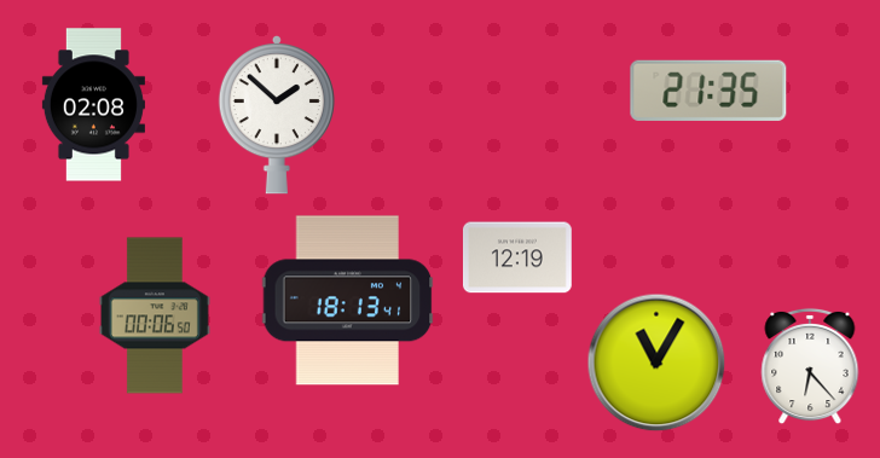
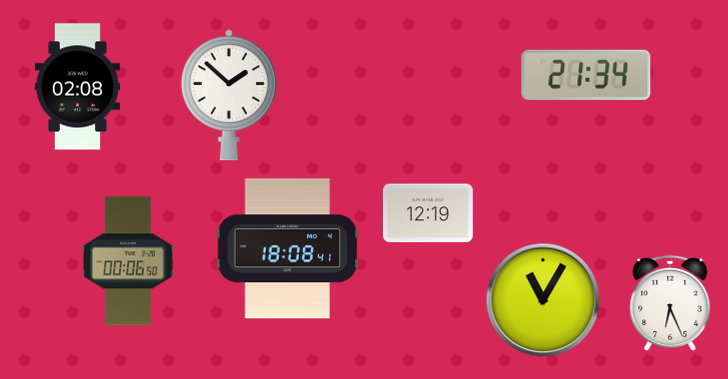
clock at (708, 91): 21:35 -> 21:34
clock at (348, 301): 18:13 -> 18:08
clock at (810, 366): 6:23 -> 6:26
